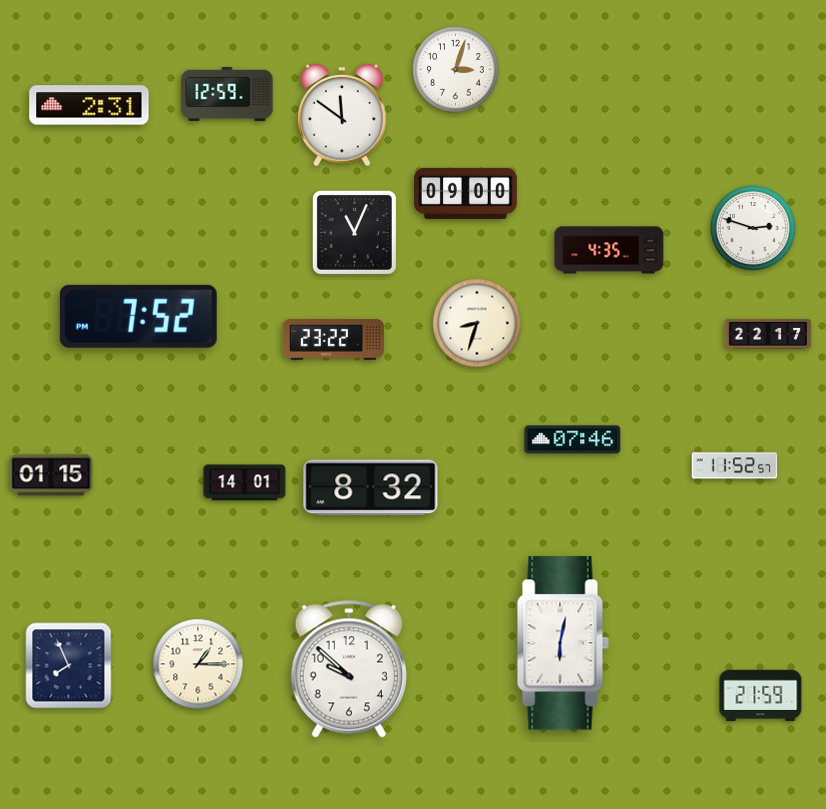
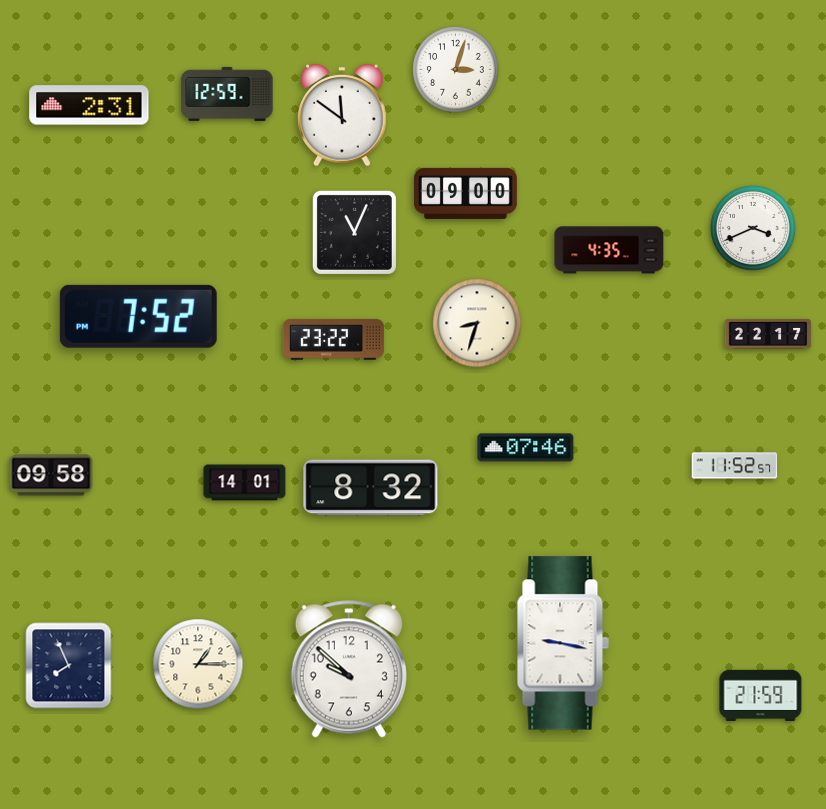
clock at (754, 229): 2:48 -> 3:41
clock at (573, 440) position: (573, 440) -> (526, 448)
clock at (51, 475): 01:15 -> 09:58
clock at (563, 643): 6:02 -> 9:17
